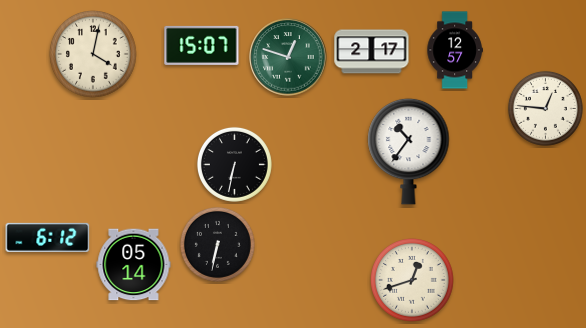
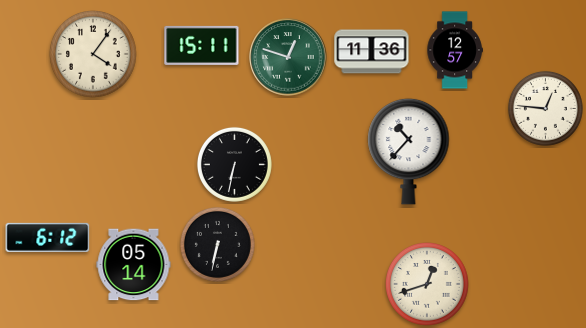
clock at (202, 45): 15:07 -> 15:11
clock at (372, 52): 2:17 -> 11:36
clock at (93, 54): 4:02 -> 4:06
clock at (409, 151): 10:36 -> 10:37
clock at (413, 281) position: (413, 281) -> (428, 285)
